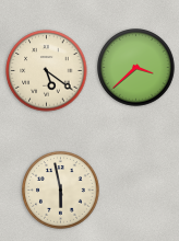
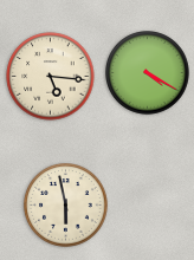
clock at (136, 68): 3:38 -> 4:20
clock at (47, 71): 5:21 -> 5:16
